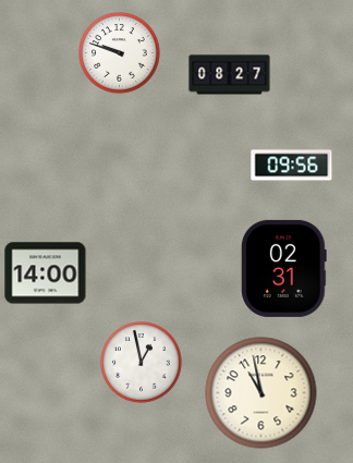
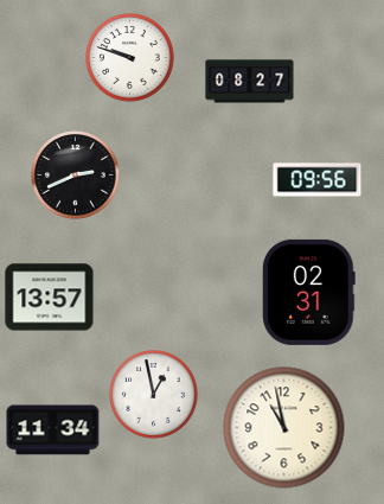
clock at (76, 176): none -> 2:41
clock at (46, 273): 14:00 -> 13:57
clock at (53, 430): none -> 11:34
